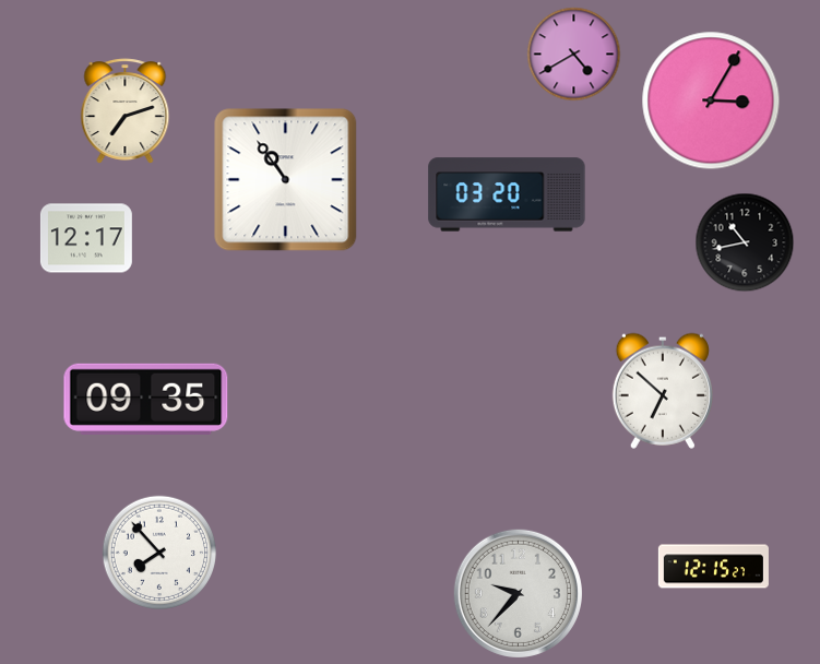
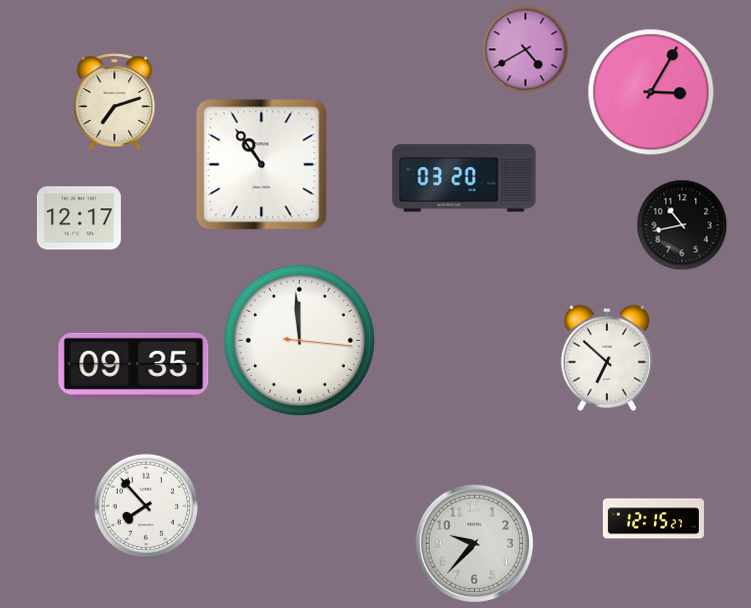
clock at (745, 242) position: (745, 242) -> (682, 225)
clock at (299, 340): none -> 11:59
